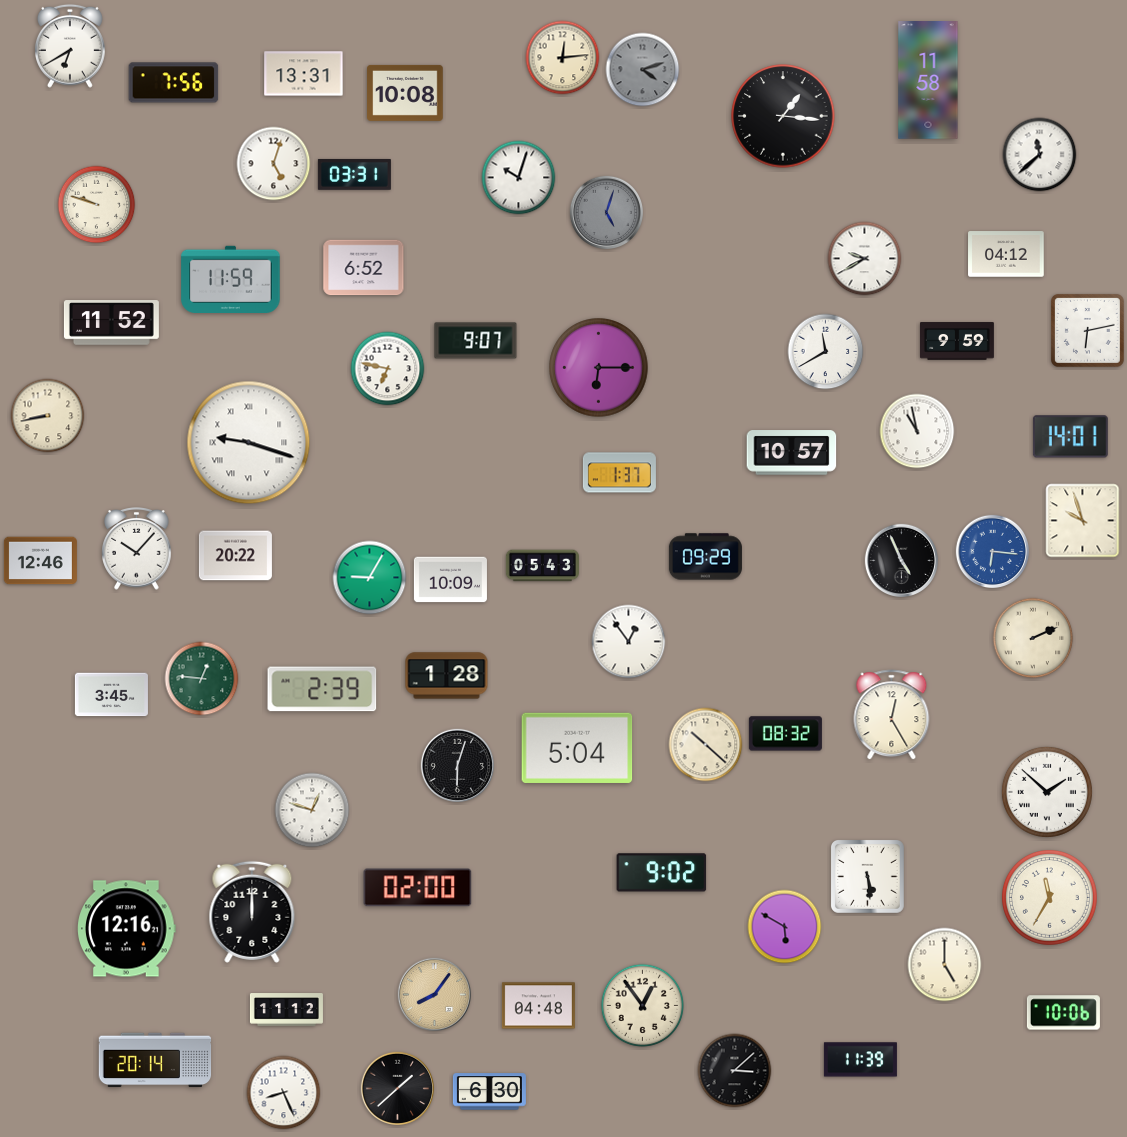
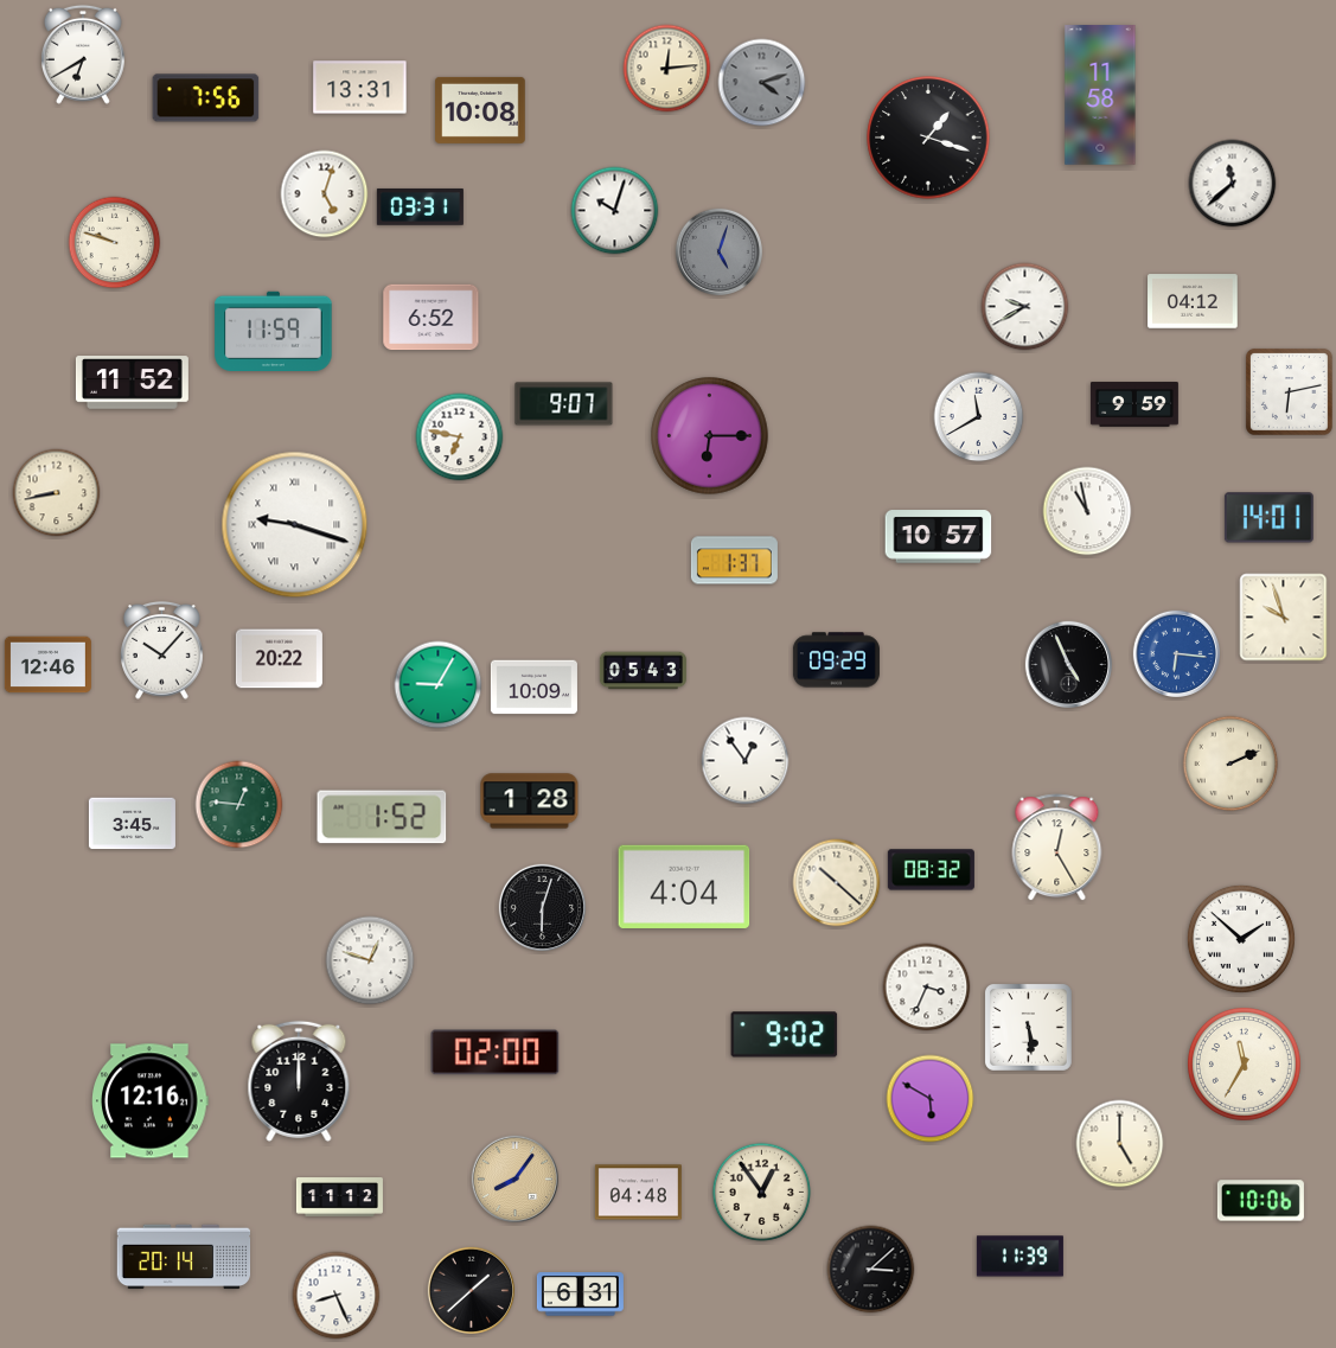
clock at (783, 116): 1:16 -> 1:18
clock at (1033, 638) position: (1033, 638) -> (1230, 764)
clock at (322, 689): 2:39 -> 1:52
clock at (577, 747): 5:04 -> 4:04
clock at (927, 988): none -> 3:34
clock at (867, 876) position: (867, 876) -> (1028, 1027)
clock at (489, 1092): 6:30 -> 6:31
